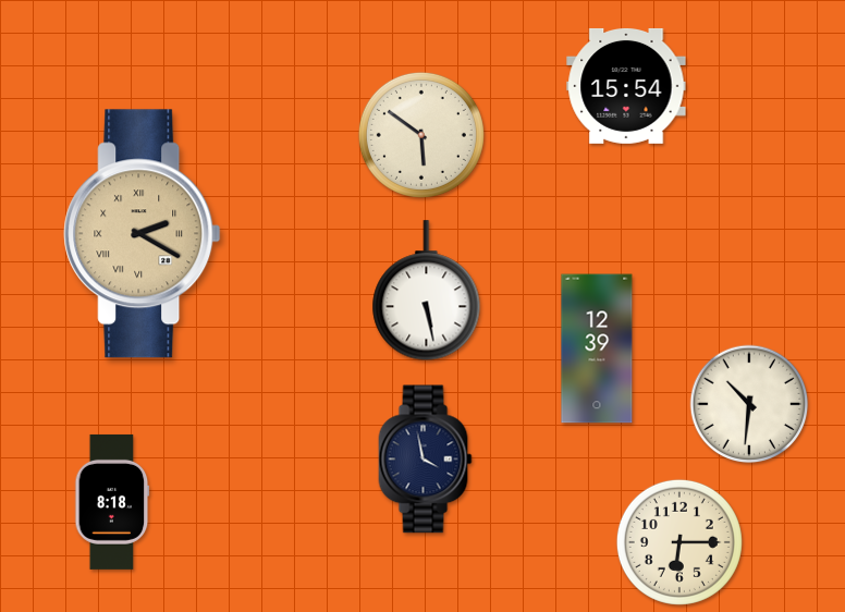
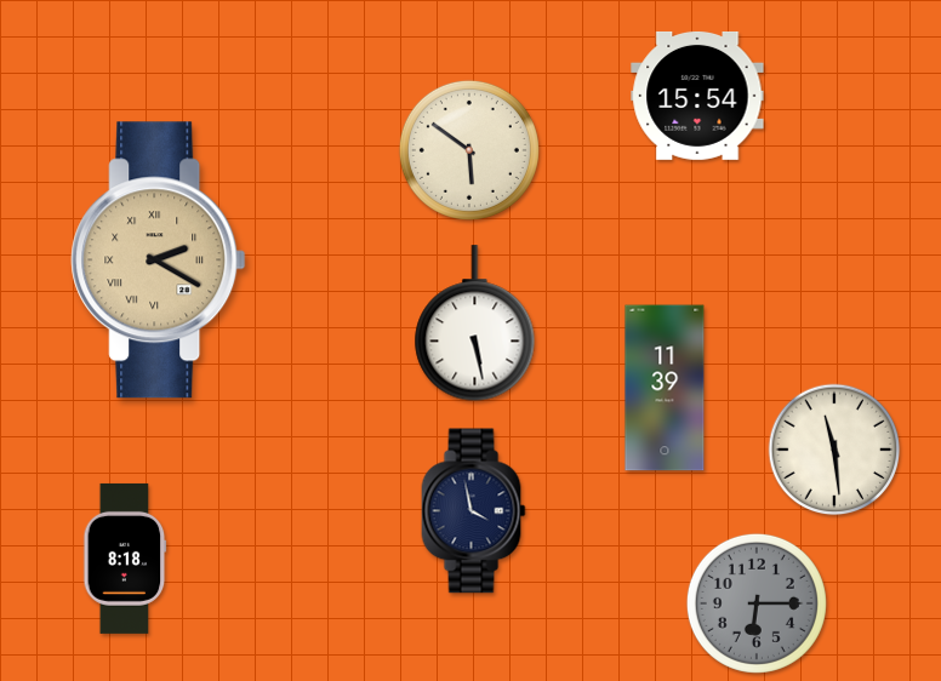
clock at (597, 348): 12:39 -> 11:39
clock at (749, 404): 10:31 -> 11:29
clock at (679, 542) dial: cream -> grey
